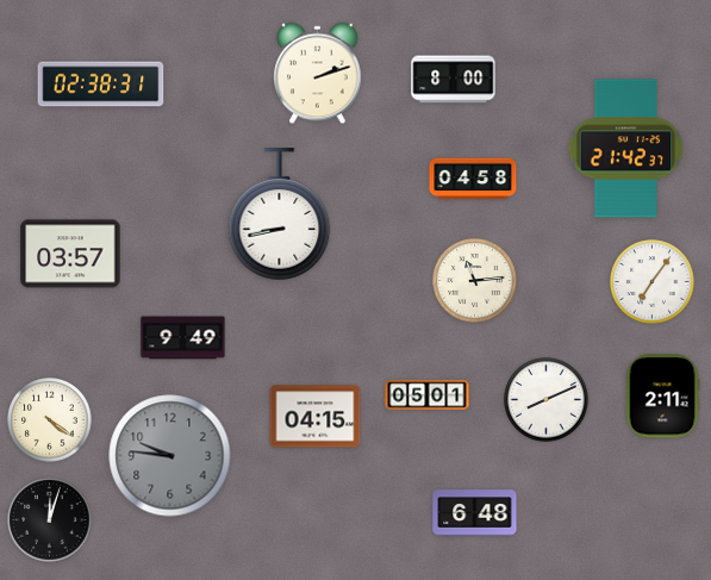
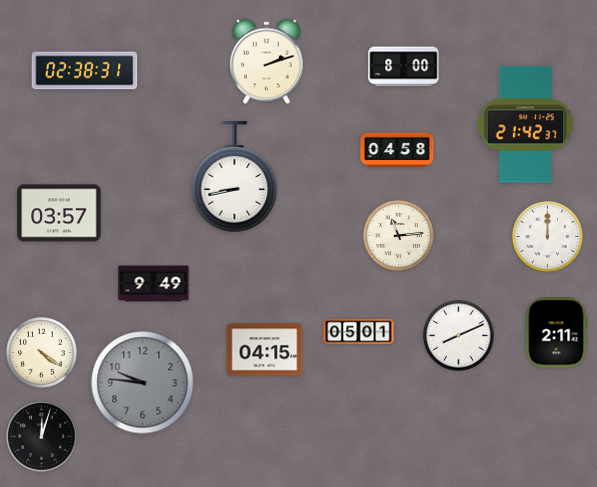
clock at (454, 80) position: (454, 80) -> (404, 67)
clock at (280, 216) position: (280, 216) -> (235, 178)
clock at (653, 282): 7:06 -> 12:00
clock at (475, 513): 6:48 -> none
